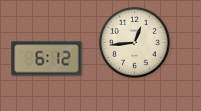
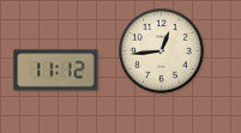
clock at (47, 59): 6:12 -> 11:12
